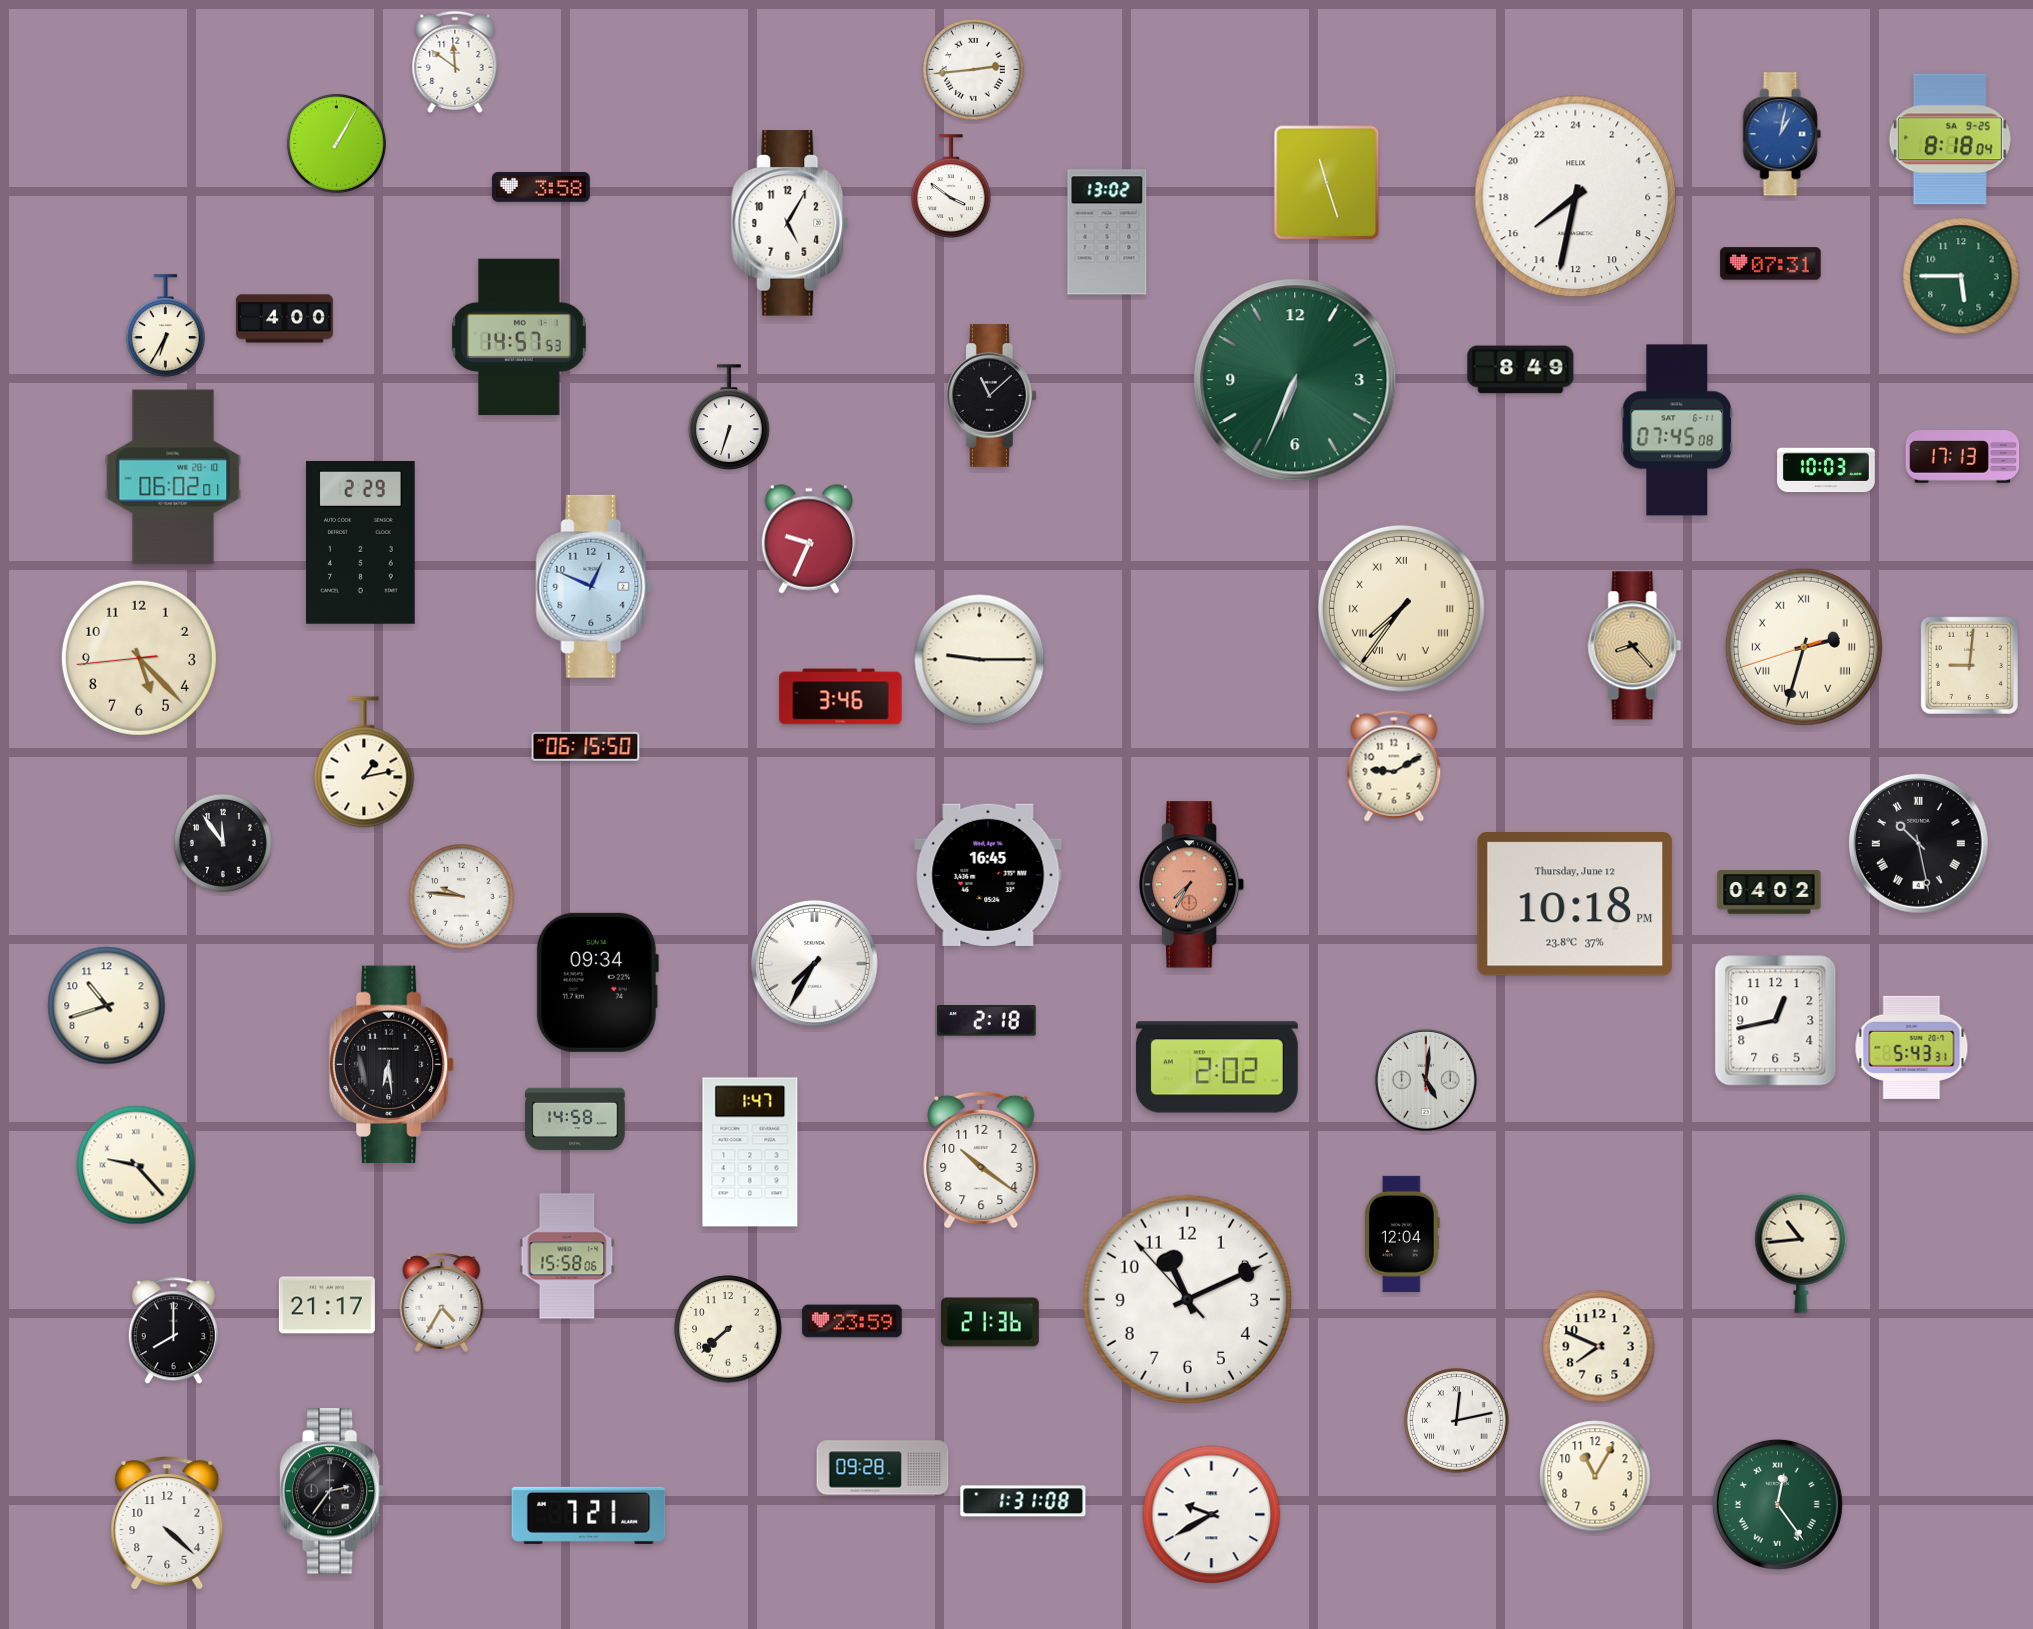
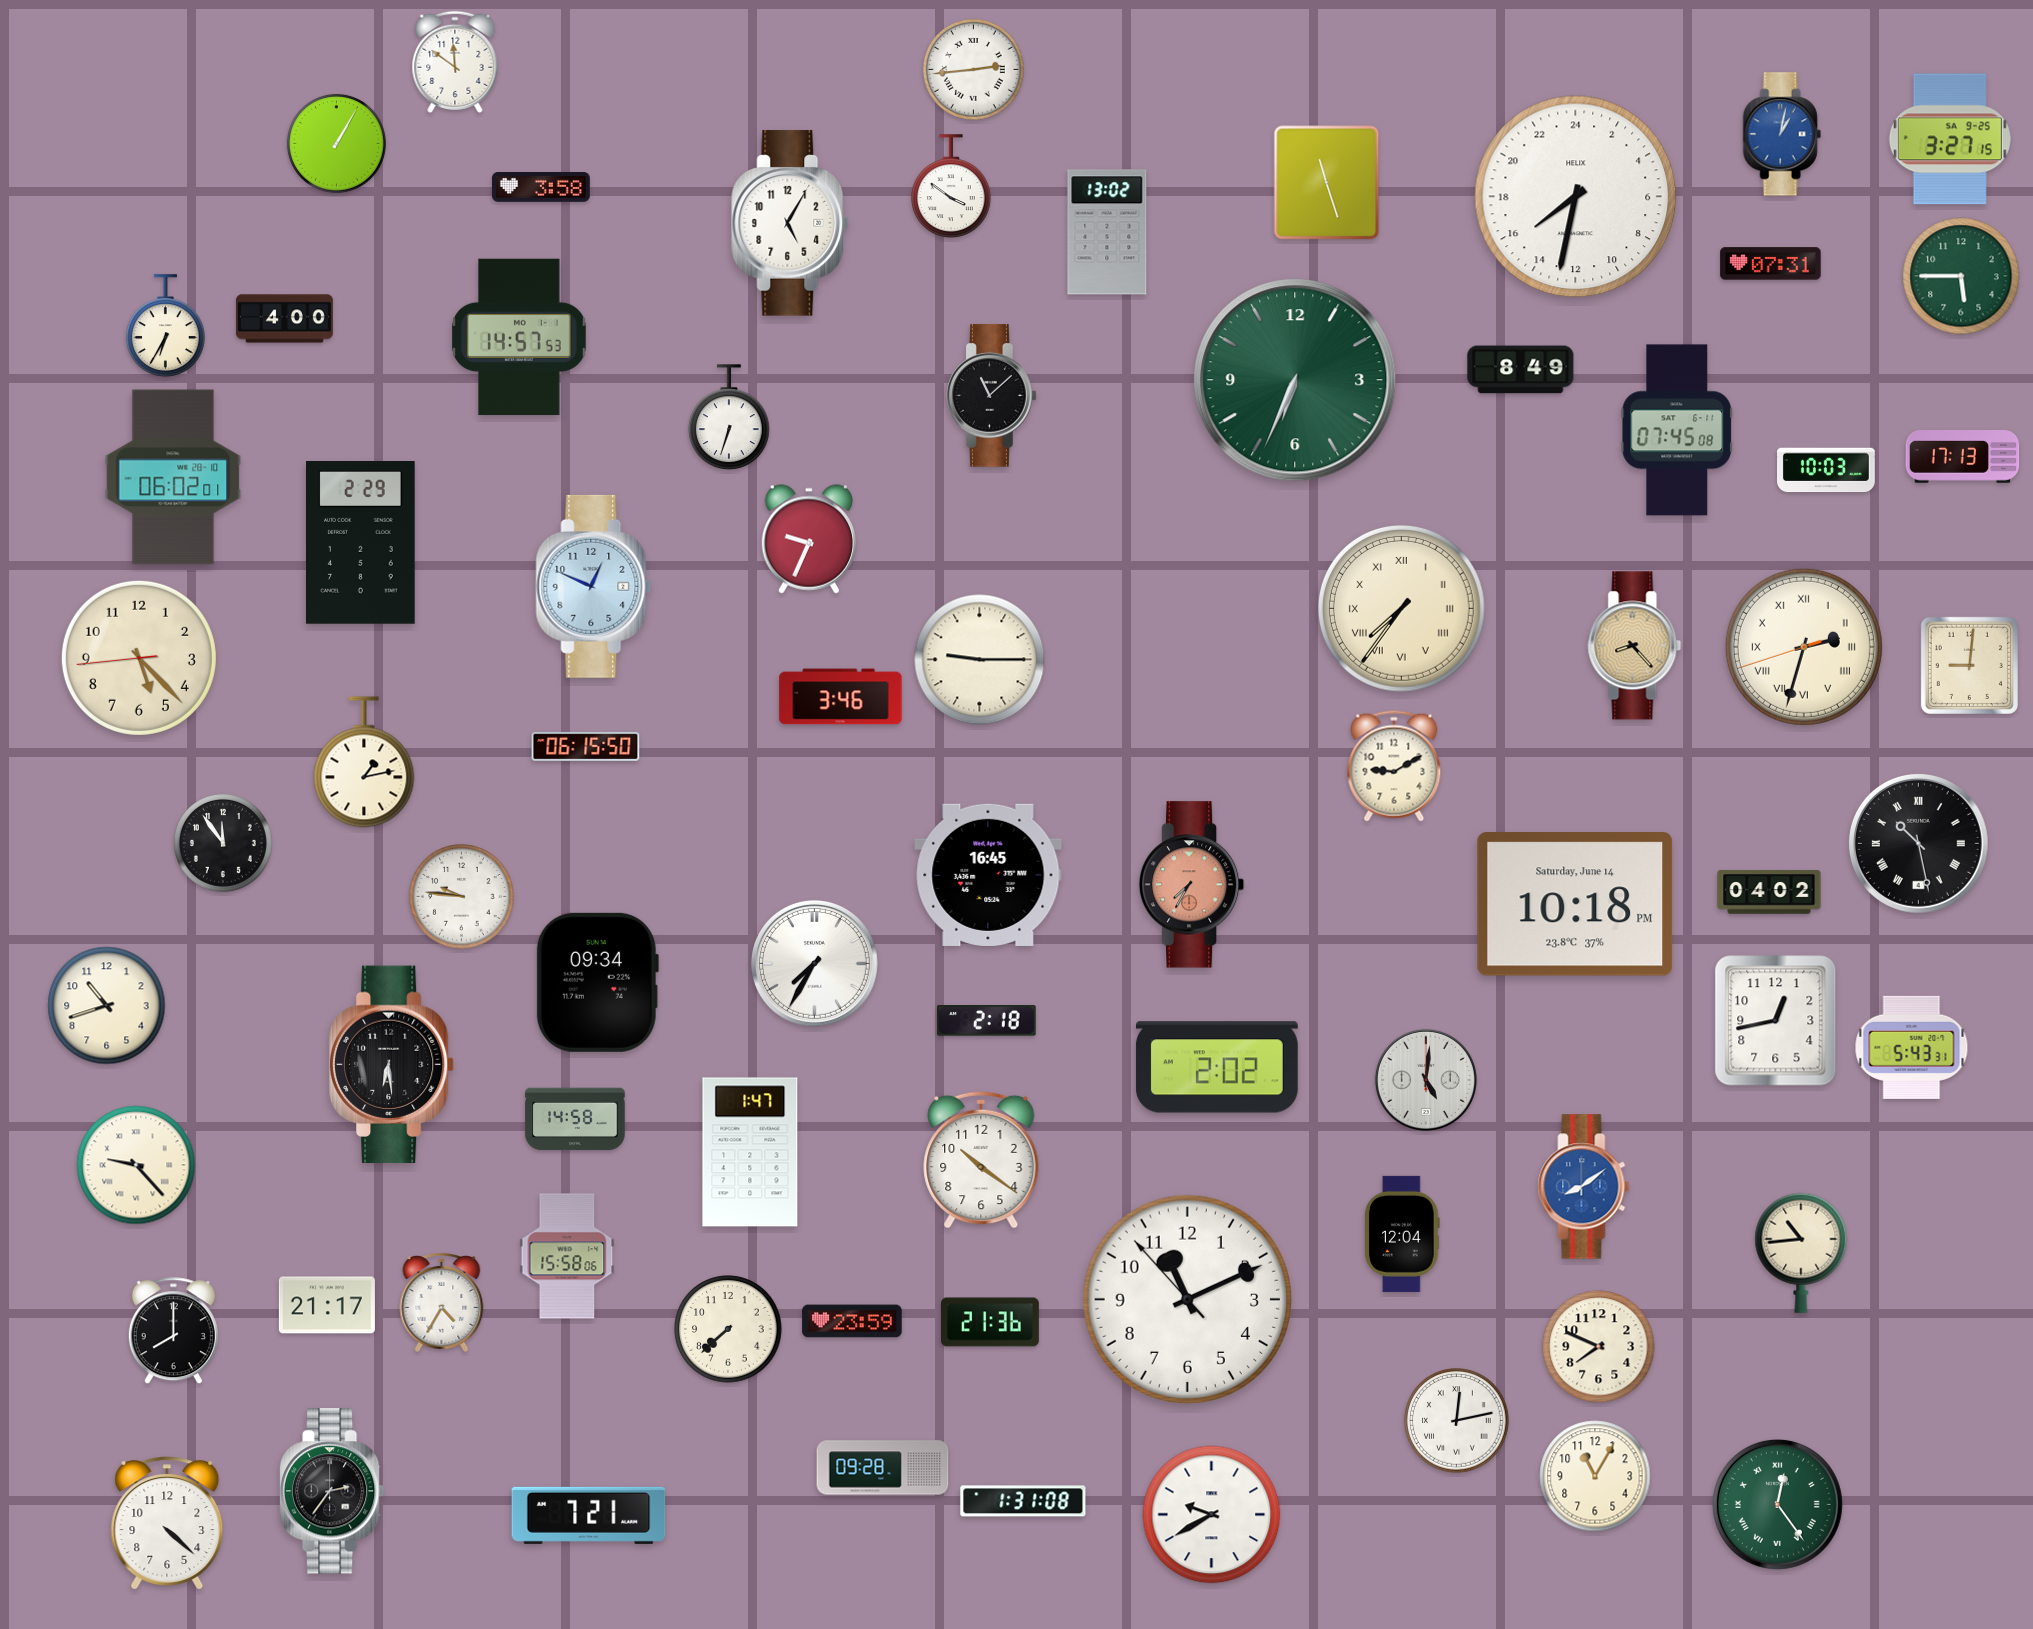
clock at (1950, 139): 8:18 -> 3:27
clock at (1575, 904) date: Thursday, June 12 -> Saturday, June 14
clock at (1584, 1187): none -> 8:09
